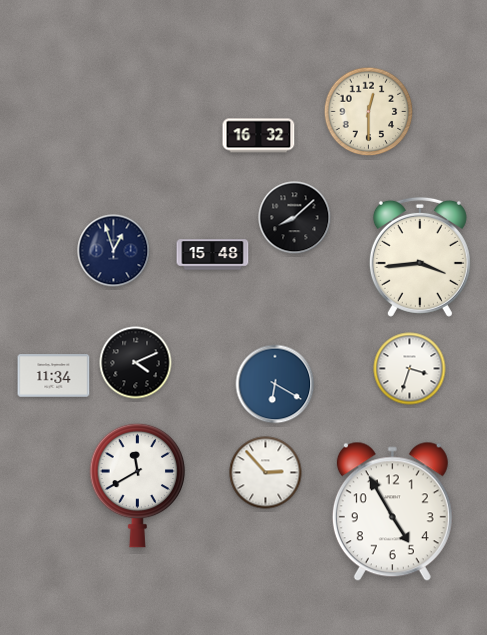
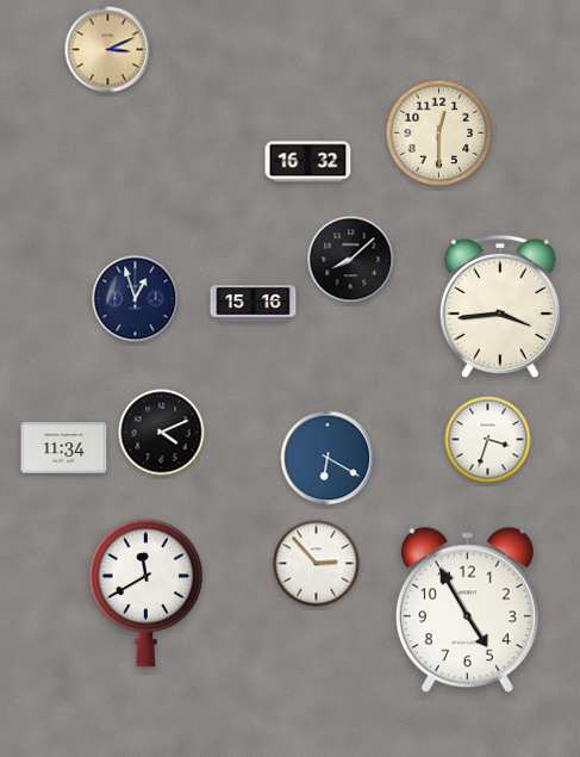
clock at (108, 50): none -> 3:11
clock at (213, 255): 15:48 -> 15:16
clock at (138, 485) position: (138, 485) -> (146, 592)
